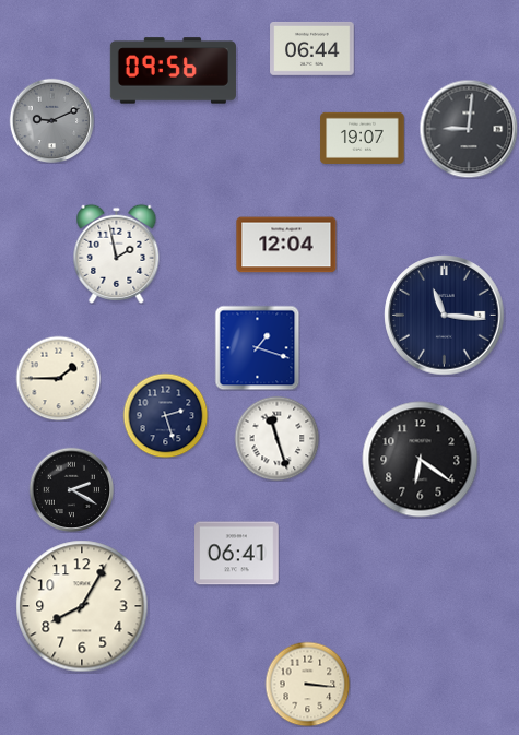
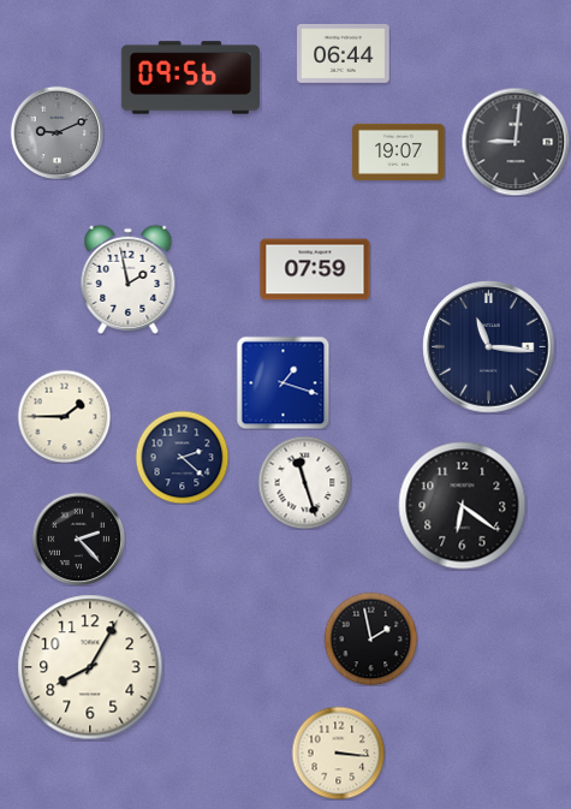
clock at (286, 245): 12:04 -> 07:59
clock at (165, 415): 2:27 -> 2:22
clock at (71, 489): 2:20 -> 2:23
clock at (237, 554): 06:41 -> none
clock at (370, 638): none -> 1:58
